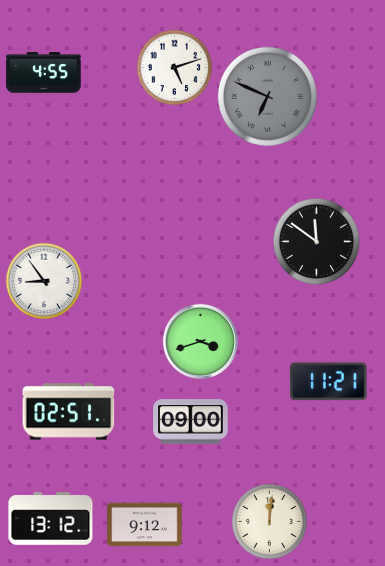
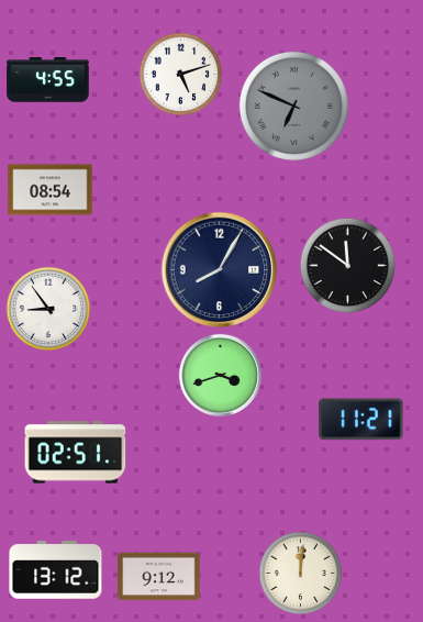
clock at (175, 68) position: (175, 68) -> (181, 75)
clock at (51, 190): none -> 08:54
clock at (220, 270): none -> 8:05
clock at (191, 422): 09:00 -> none
clock at (270, 522) position: (270, 522) -> (301, 574)
